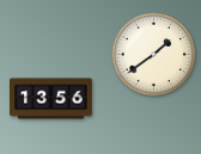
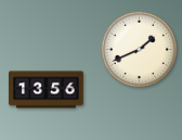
clock at (153, 54): 1:39 -> 1:41
